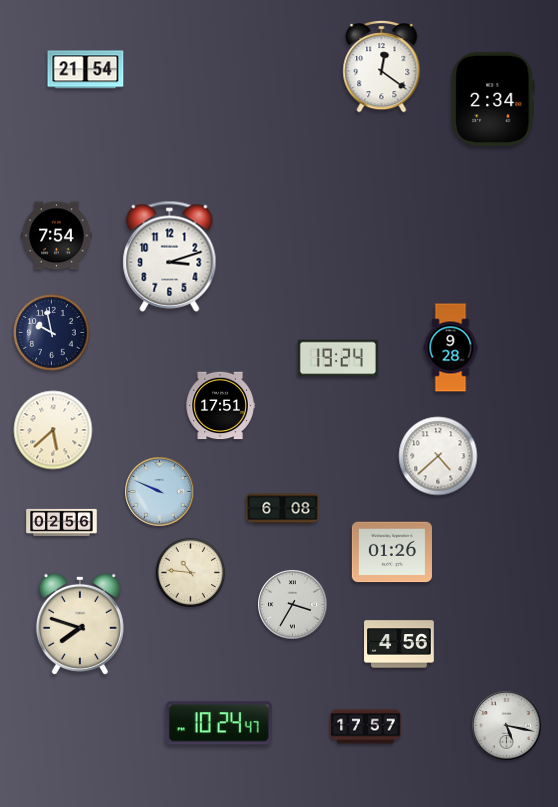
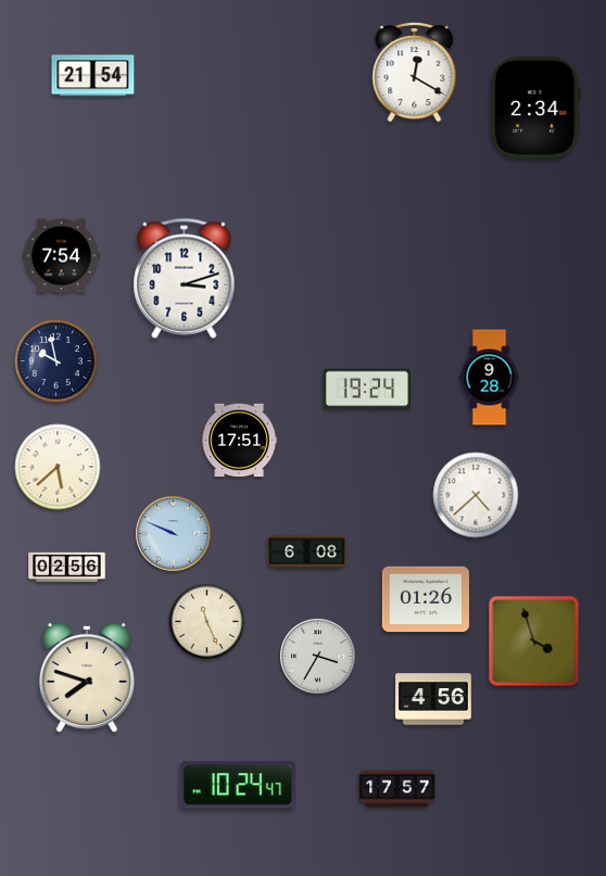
clock at (382, 67): 12:21 -> 12:20
clock at (191, 573): 10:46 -> 11:26
clock at (534, 642): none -> 3:57
clock at (507, 726): 5:17 -> none
